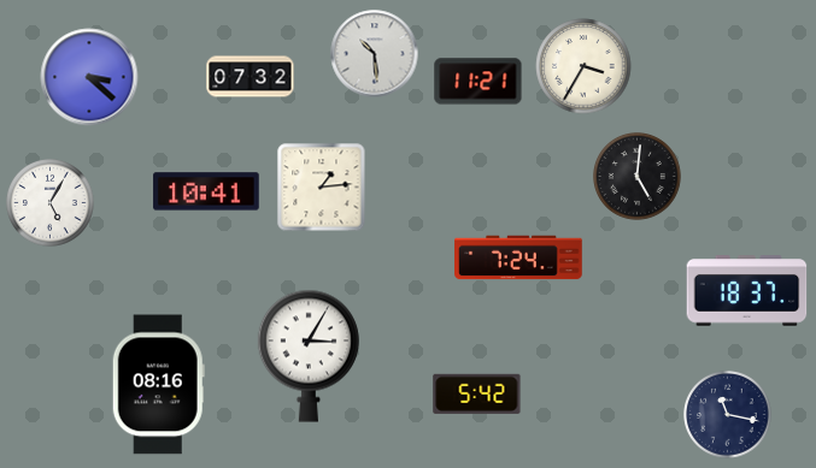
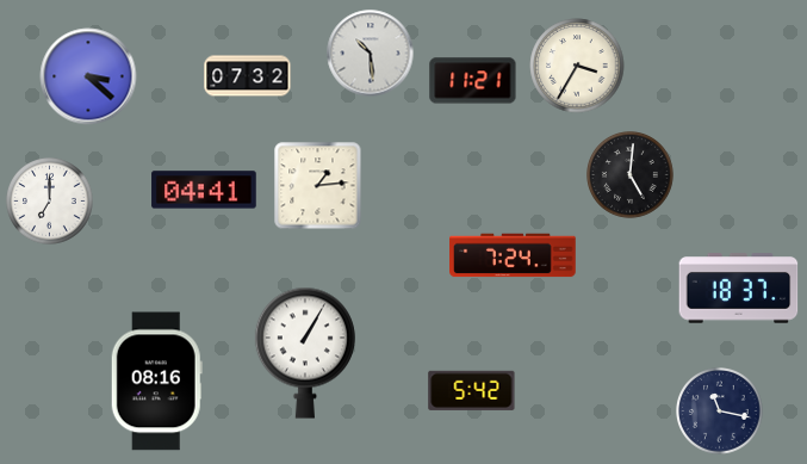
clock at (206, 191): 10:41 -> 04:41
clock at (51, 203): 5:05 -> 7:00
clock at (309, 356): 3:05 -> 1:05
